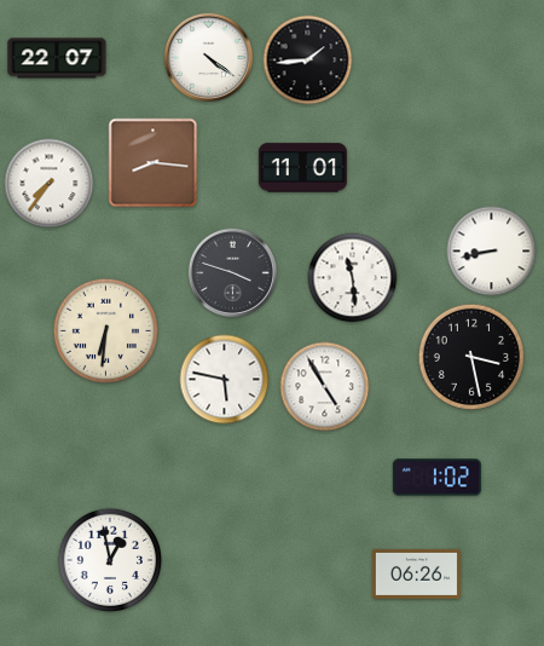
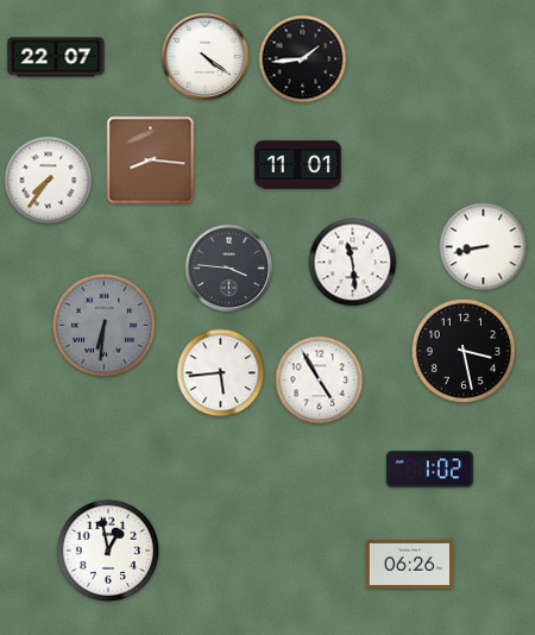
clock at (233, 273): 3:48 -> 3:46
clock at (353, 278) position: (353, 278) -> (353, 263)
clock at (105, 330) dial: cream -> grey
clock at (225, 380): 5:47 -> 5:44
